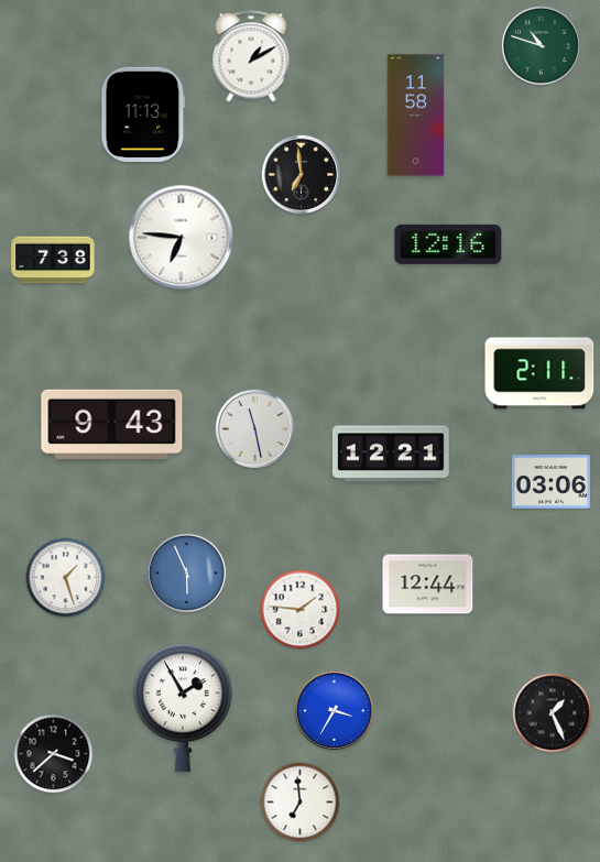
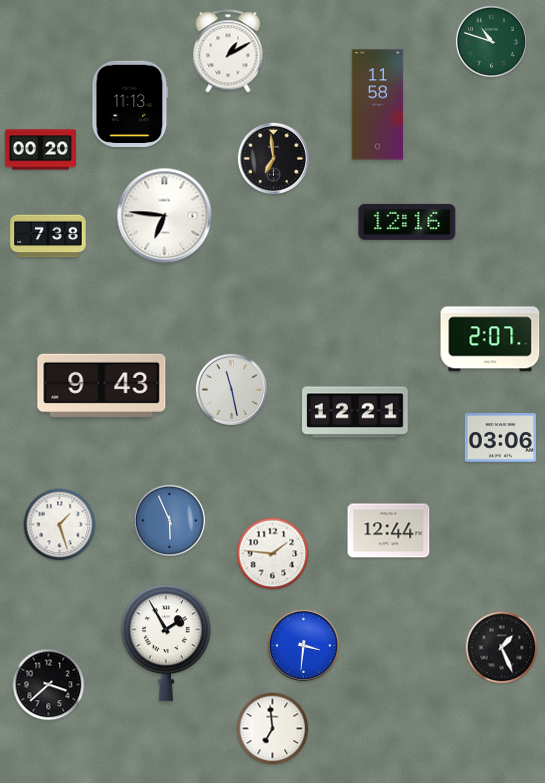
clock at (40, 150): none -> 00:20
clock at (539, 373): 2:11 -> 2:07
clock at (334, 710): 3:35 -> 3:31
